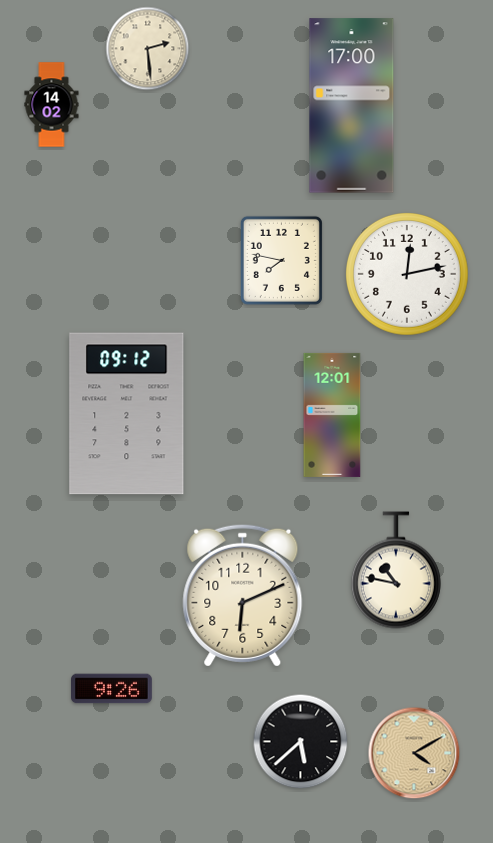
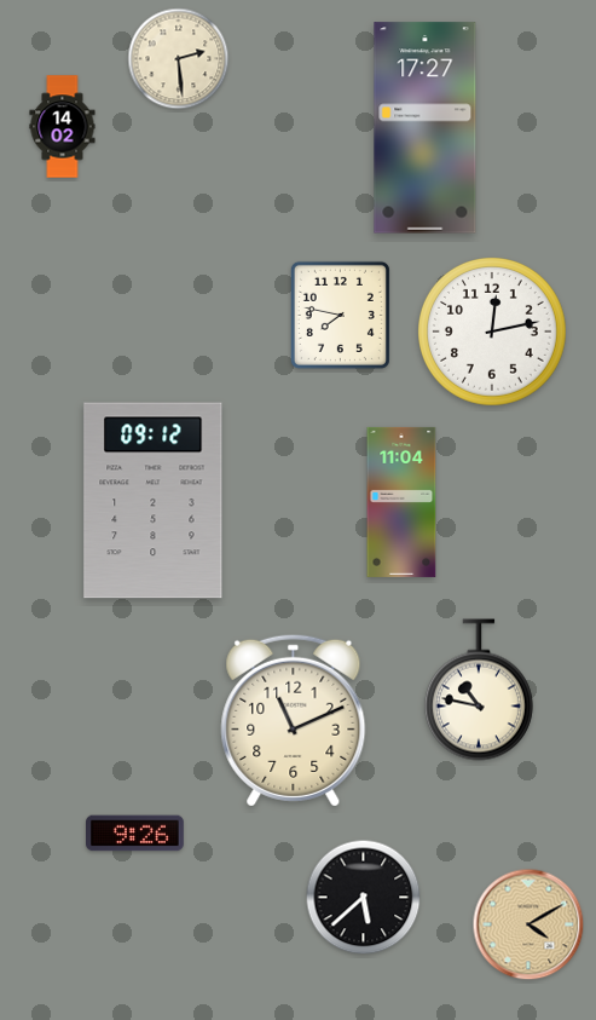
clock at (352, 106): 17:00 -> 17:27
clock at (332, 415): 12:01 -> 11:04
clock at (243, 595): 6:11 -> 11:11
clock at (414, 753) position: (414, 753) -> (528, 924)
